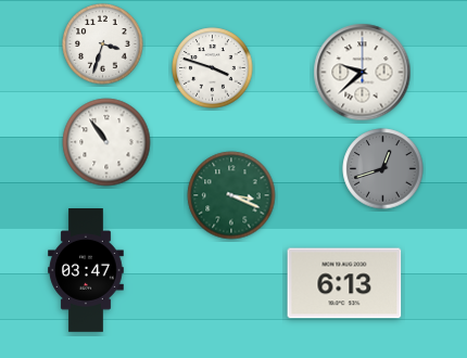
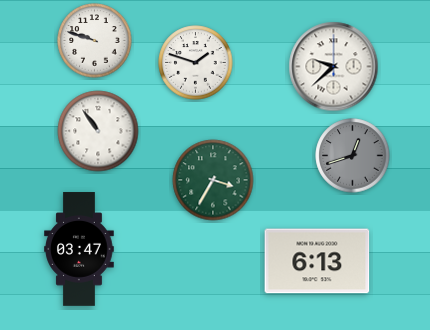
clock at (103, 44): 3:33 -> 9:48
clock at (213, 68): 3:48 -> 1:48
clock at (231, 195): 3:19 -> 3:35
